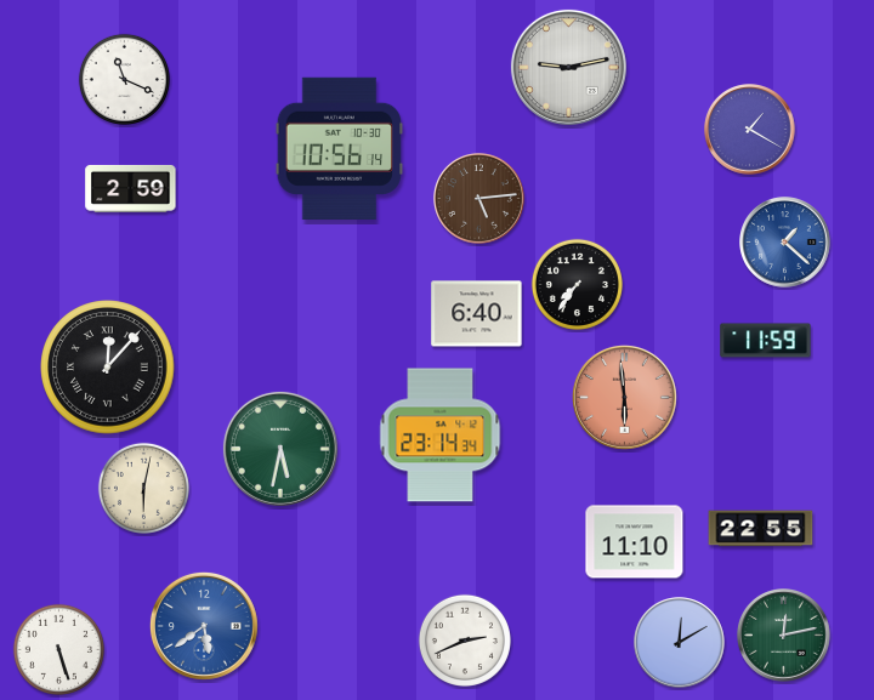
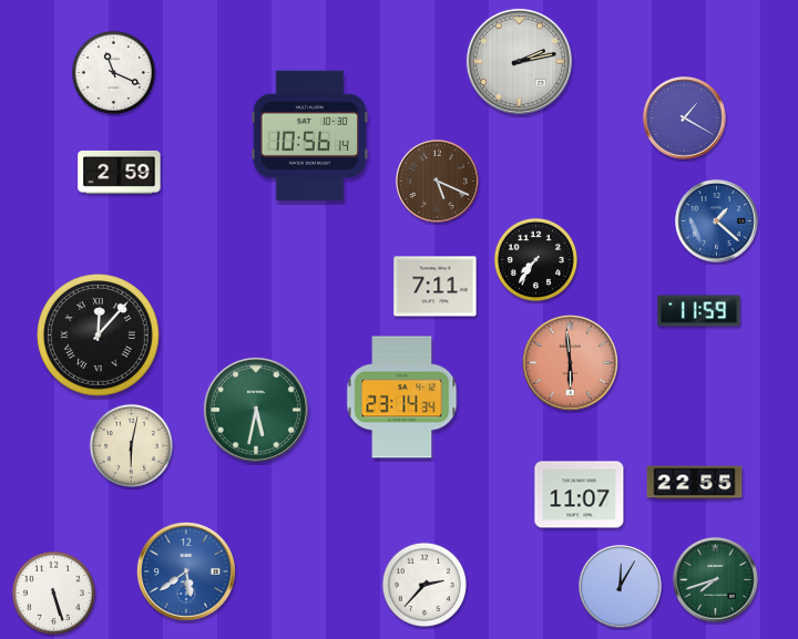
clock at (568, 67): 9:13 -> 2:13
clock at (479, 199): 5:14 -> 5:19
clock at (577, 284) position: (577, 284) -> (535, 259)
clock at (477, 314): 6:40 -> 7:11
clock at (635, 542): 11:10 -> 11:07
clock at (784, 636): 12:13 -> 7:42
clock at (465, 641): 2:41 -> 2:37
clock at (680, 643): 12:10 -> 12:05
